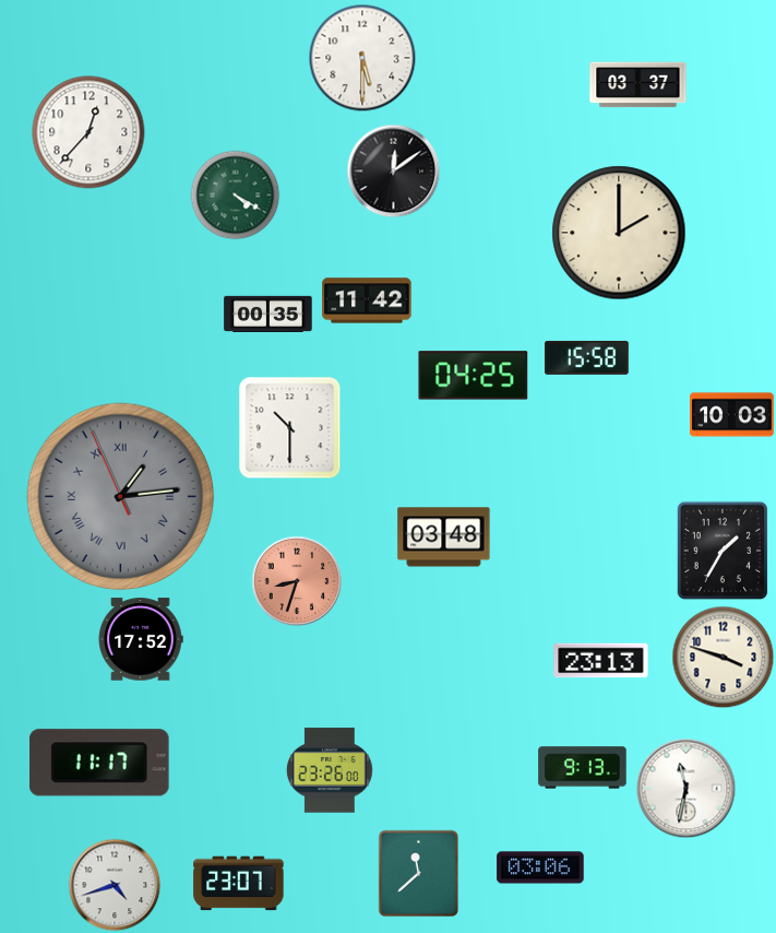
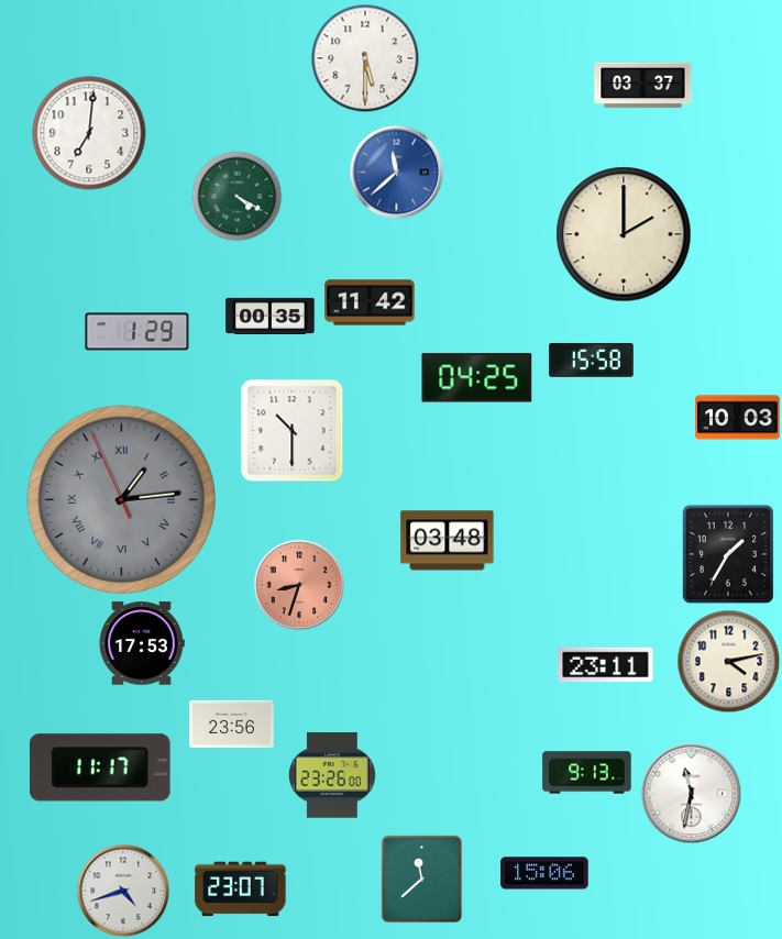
clock at (88, 132): 12:37 -> 7:01
clock at (393, 170): 12:09 -> 11:38
clock at (393, 170) dial: black -> blue
clock at (137, 332): none -> 1:29
clock at (141, 639): 17:52 -> 17:53
clock at (723, 657): 3:48 -> 4:13
clock at (601, 661): 23:13 -> 23:11
clock at (232, 723): none -> 23:56
clock at (540, 867): 03:06 -> 15:06
clock at (115, 885) position: (115, 885) -> (123, 891)
